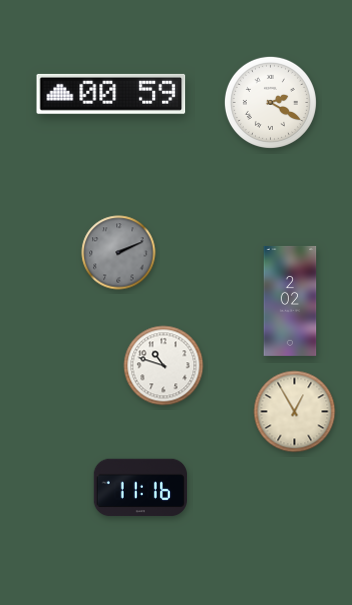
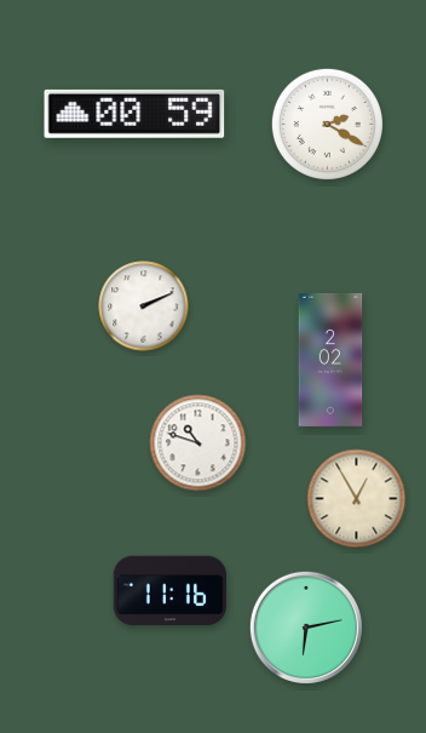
clock at (119, 253) dial: grey -> white
clock at (290, 301) position: (290, 301) -> (330, 360)
clock at (306, 628): none -> 6:13
